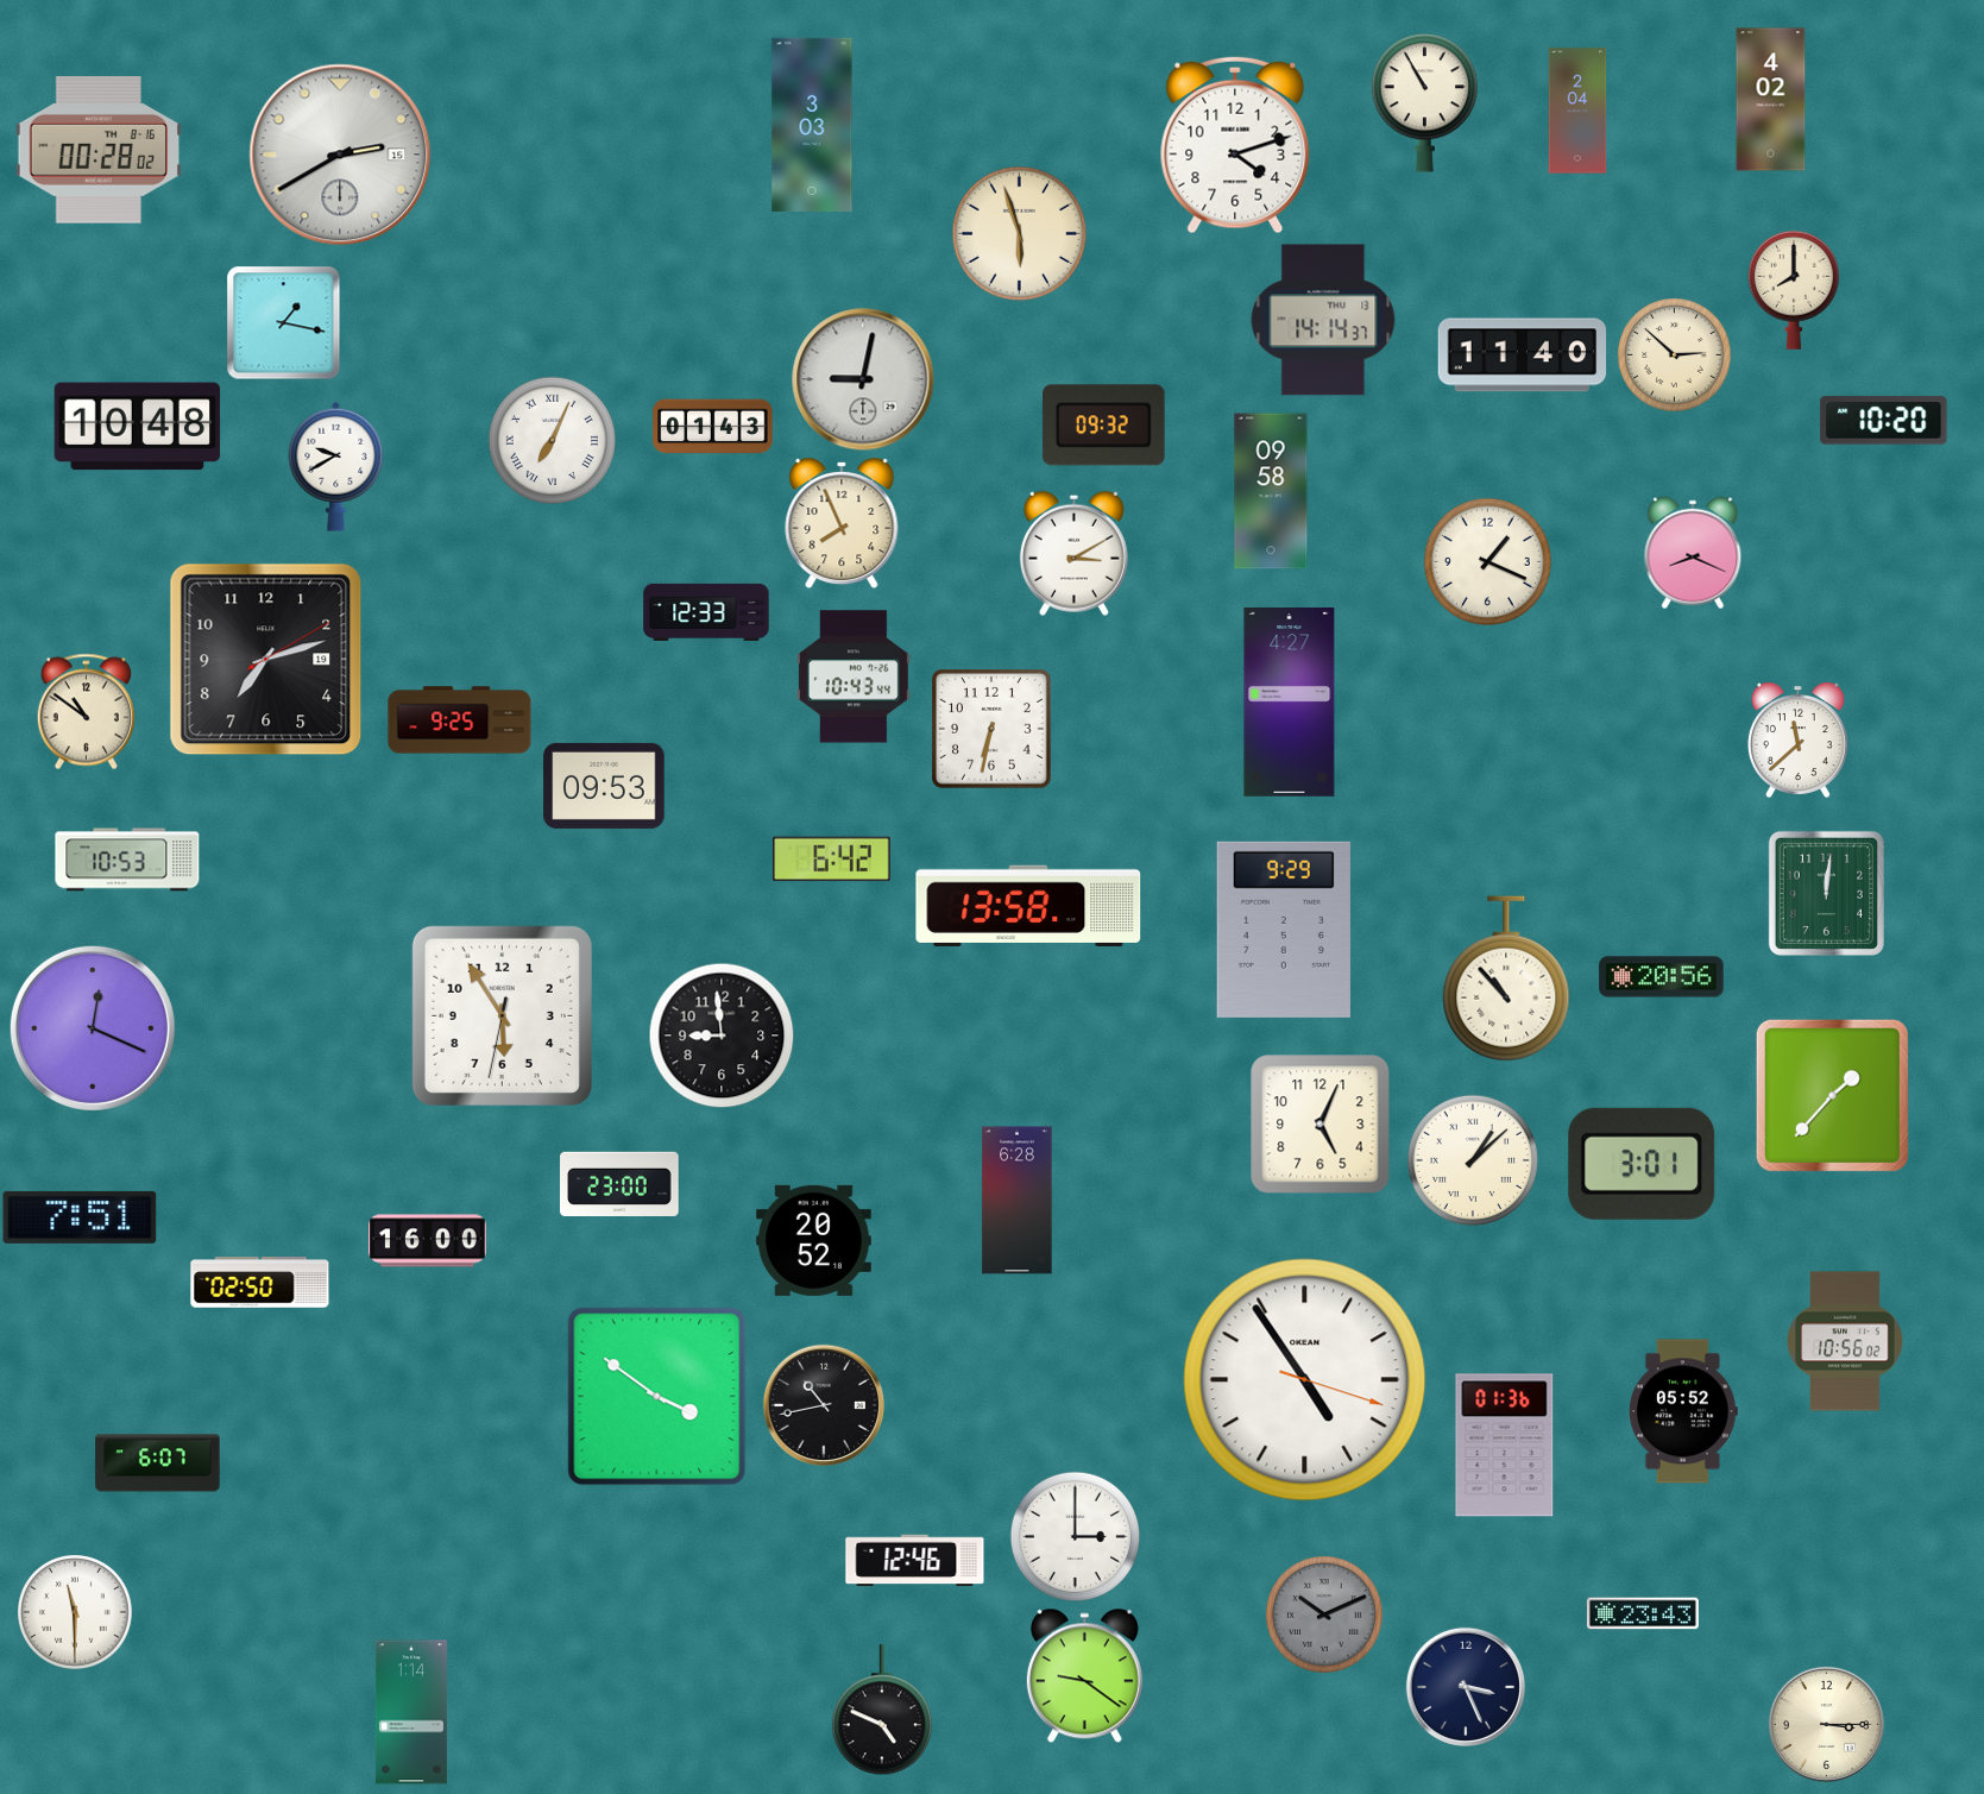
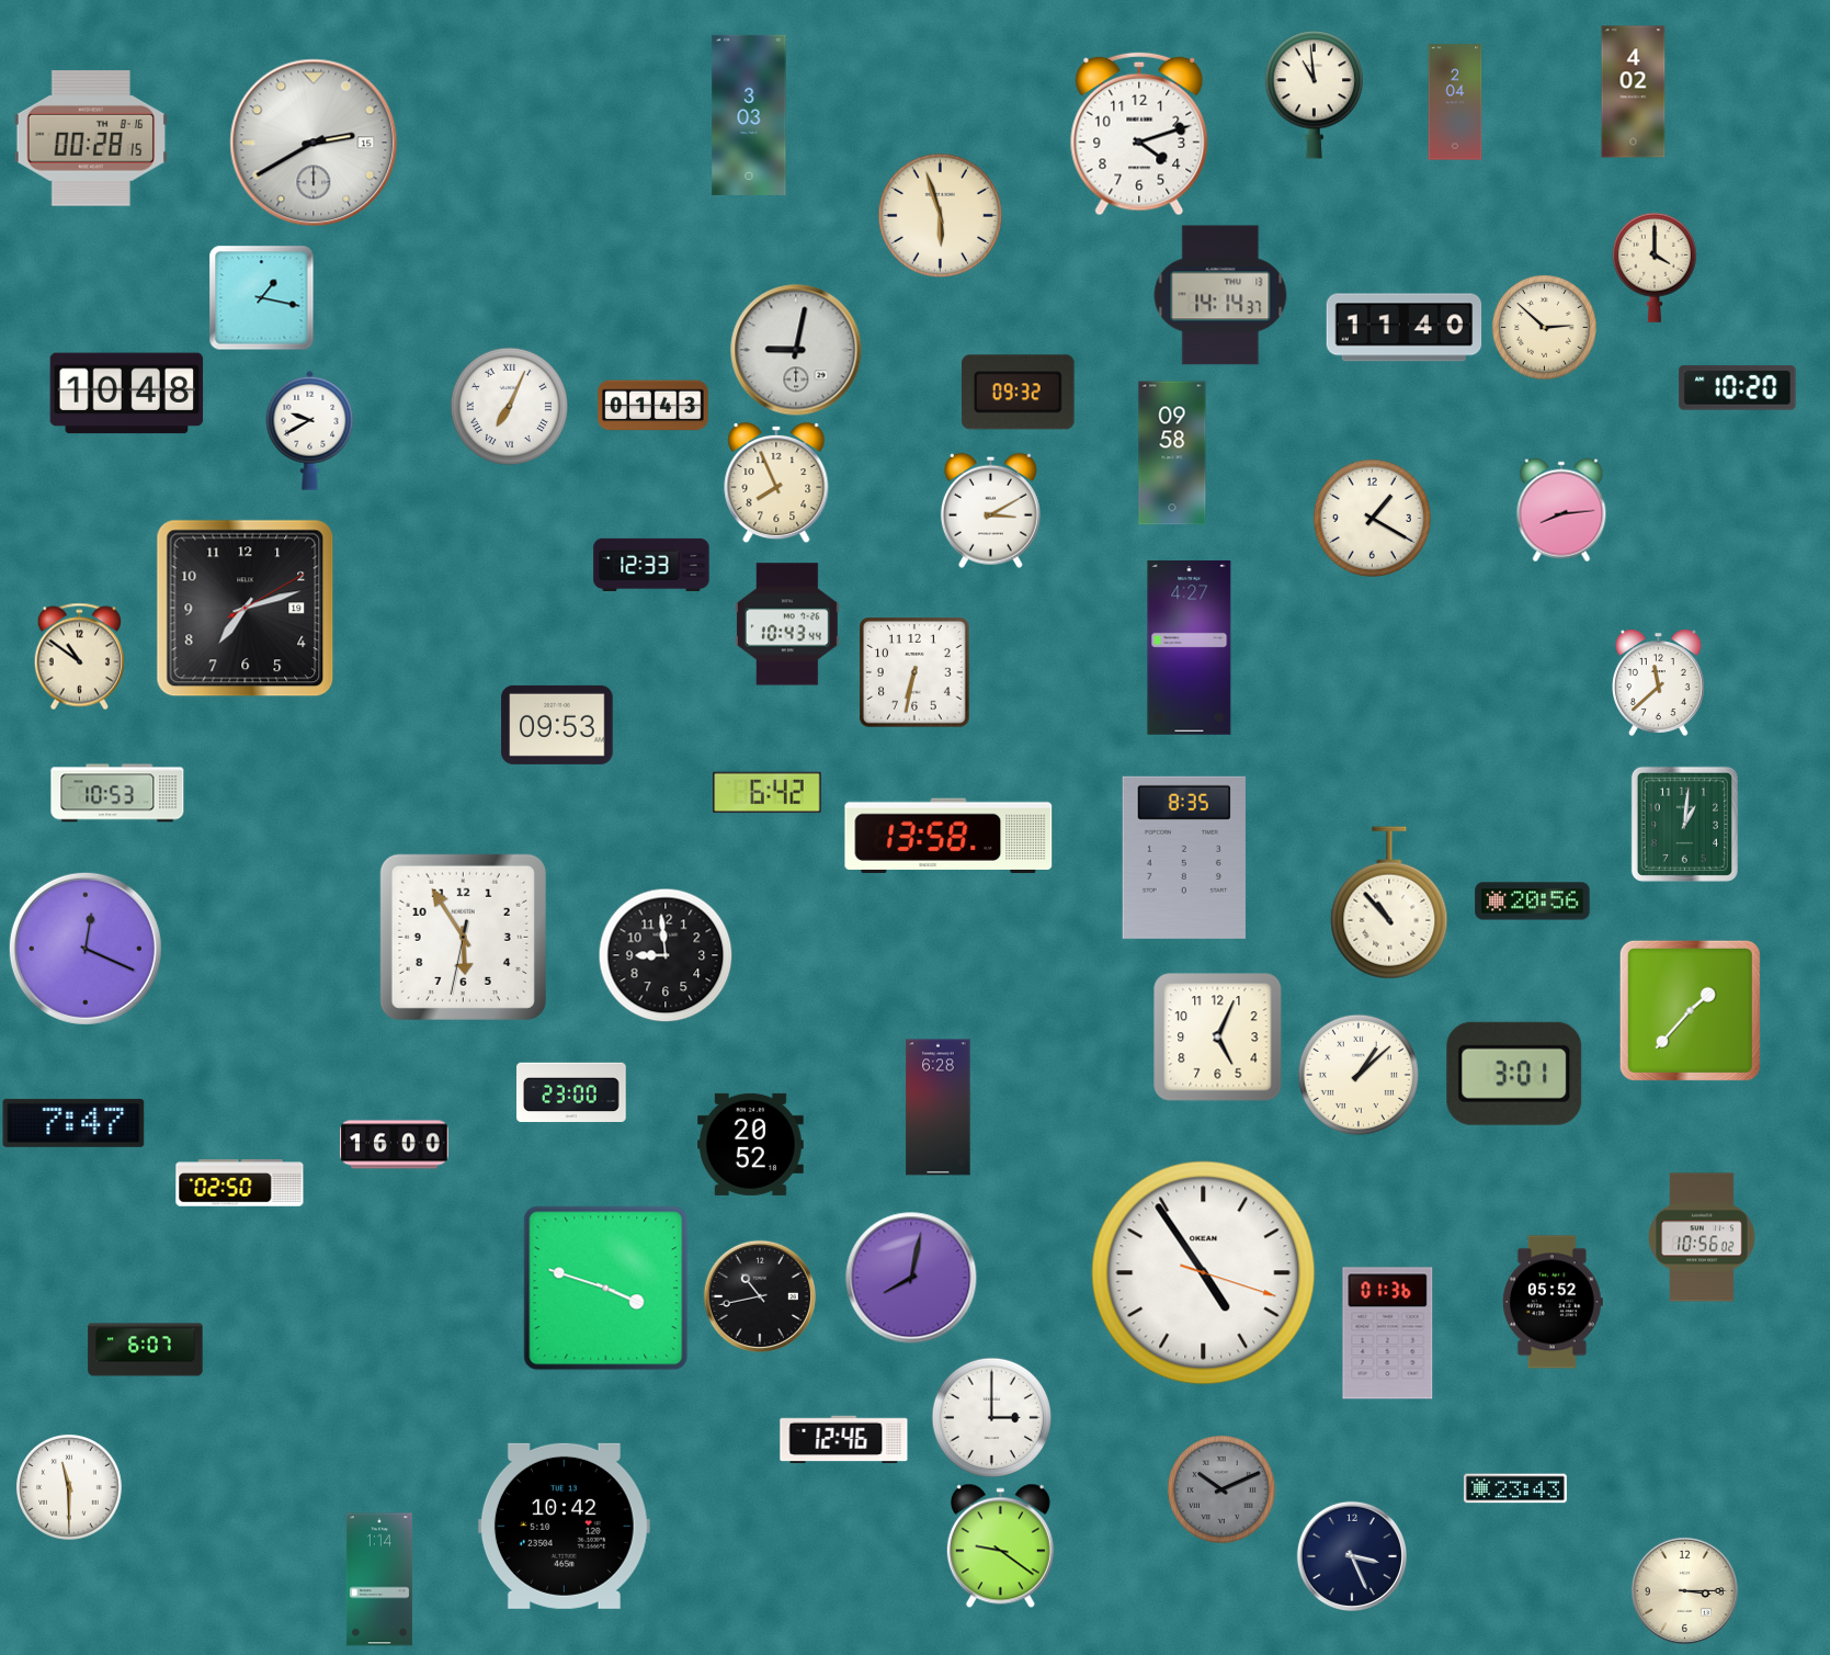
clock at (1425, 103): 10:55 -> 10:59
clock at (97, 150): 00:28:02 -> 00:28:15
clock at (1794, 290): 8:00 -> 4:00
clock at (713, 427) position: (713, 427) -> (653, 406)
clock at (1693, 553): 8:19 -> 8:14
clock at (1487, 561): 1:19 -> 1:20
clock at (460, 720): 9:25 -> none
clock at (1826, 893): 12:01 -> 1:01
clock at (1284, 930): 9:29 -> 8:35
clock at (1473, 1160) position: (1473, 1160) -> (1359, 1075)
clock at (80, 1217): 7:51 -> 7:47
clock at (911, 1278): none -> 8:02
clock at (657, 1397): 3:51 -> 3:48
clock at (564, 1526): none -> 10:42
clock at (882, 1710): 4:49 -> none
